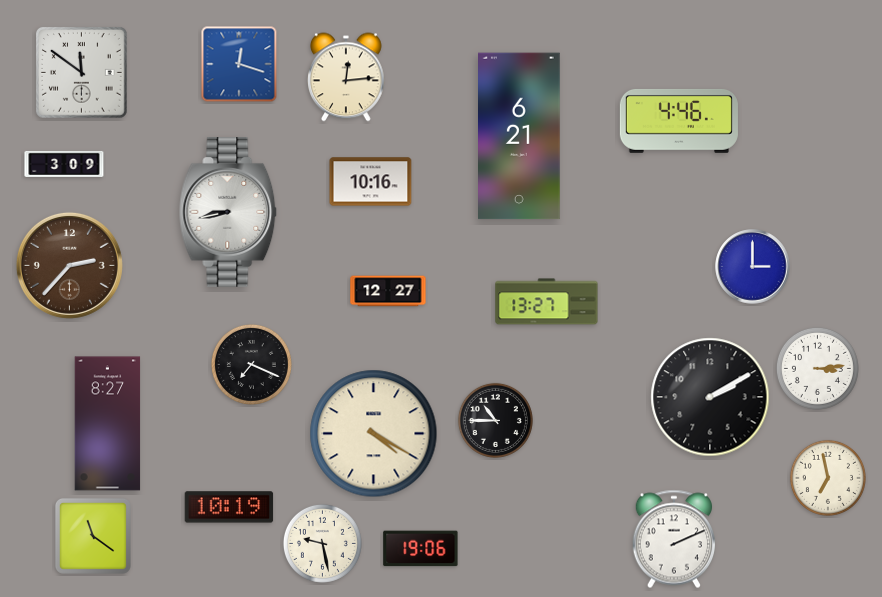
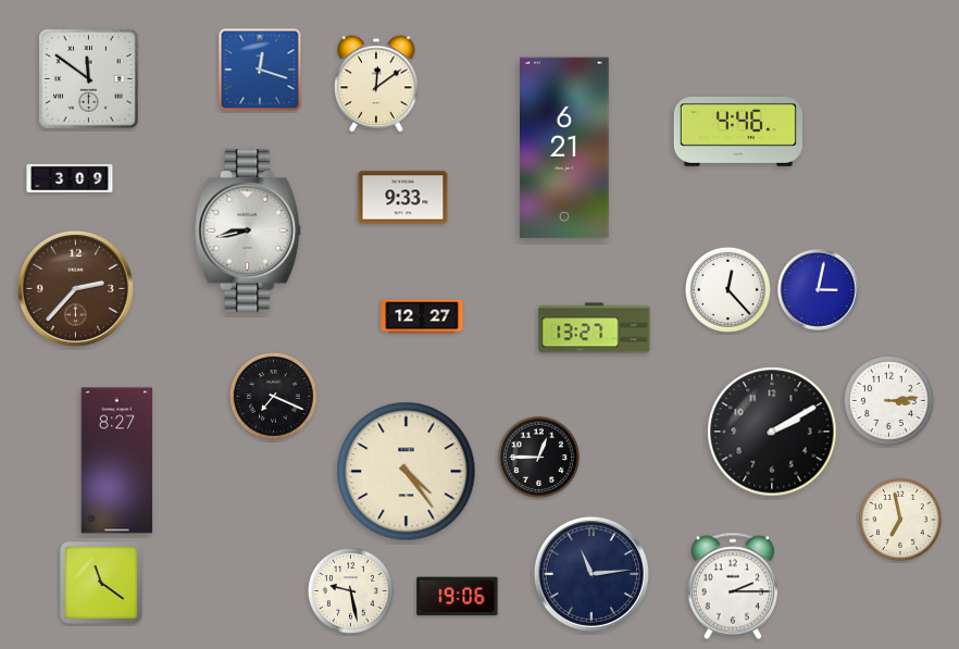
clock at (347, 77): 12:14 -> 12:09
clock at (371, 182): 10:16 -> 9:33
clock at (727, 289): none -> 12:23
clock at (753, 267): 3:00 -> 3:02
clock at (495, 420): 10:45 -> 12:45
clock at (374, 434): 4:20 -> 4:24
clock at (229, 507): 10:19 -> none
clock at (591, 574): none -> 11:14
clock at (673, 539): 2:11 -> 2:15
